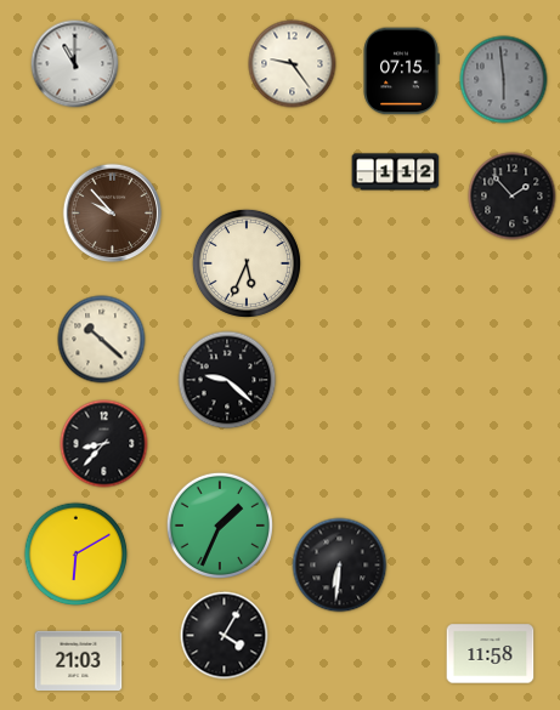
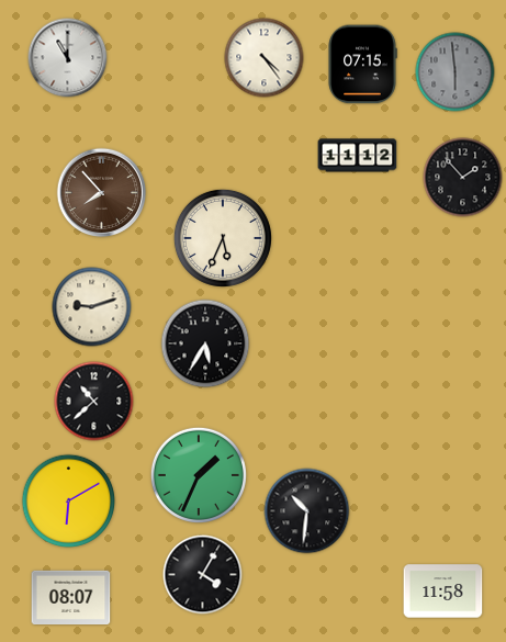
clock at (293, 64): 9:24 -> 4:24
clock at (396, 172): 1:12 -> 11:12
clock at (113, 214): 9:53 -> 7:53
clock at (102, 340): 10:22 -> 9:12
clock at (227, 380): 9:22 -> 5:35
clock at (104, 444): 8:37 -> 10:38
clock at (340, 566): 6:31 -> 10:31
clock at (79, 660): 21:03 -> 08:07
